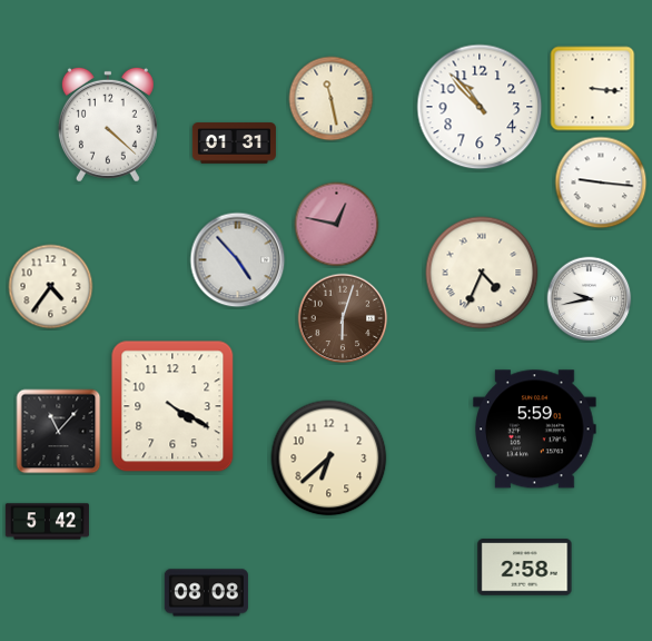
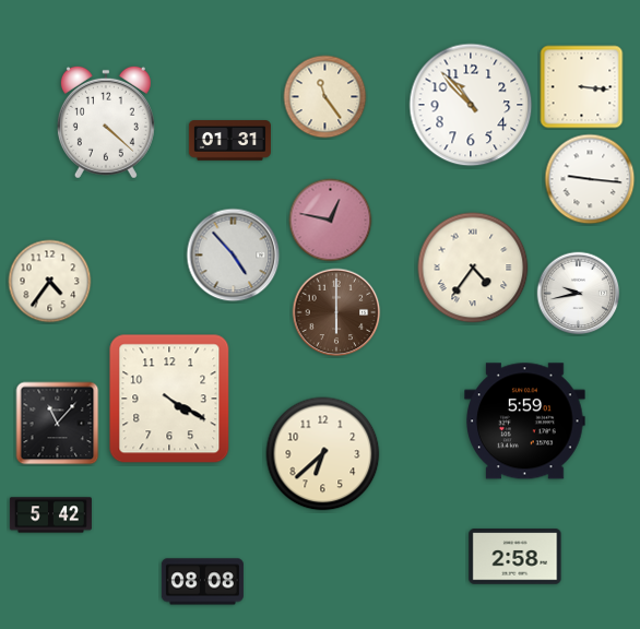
clock at (332, 99): 11:28 -> 11:24
clock at (482, 273): 4:34 -> 4:36
clock at (343, 318): 6:03 -> 6:00
clock at (329, 458) position: (329, 458) -> (323, 454)
clock at (47, 522) position: (47, 522) -> (50, 515)
